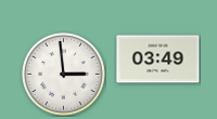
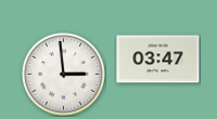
clock at (158, 59): 03:49 -> 03:47
